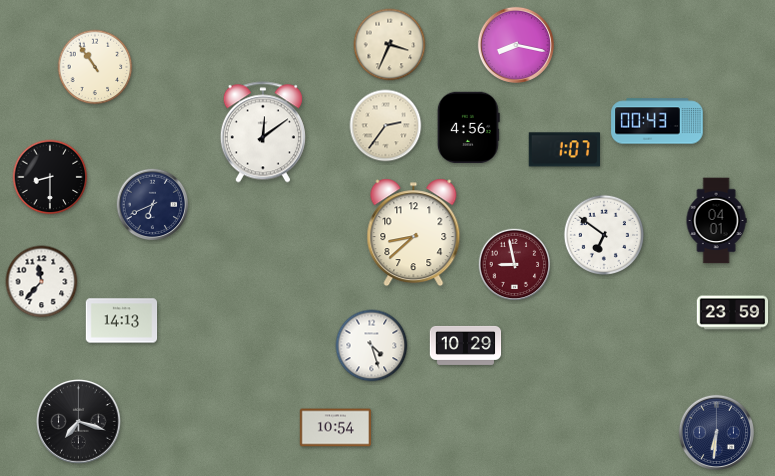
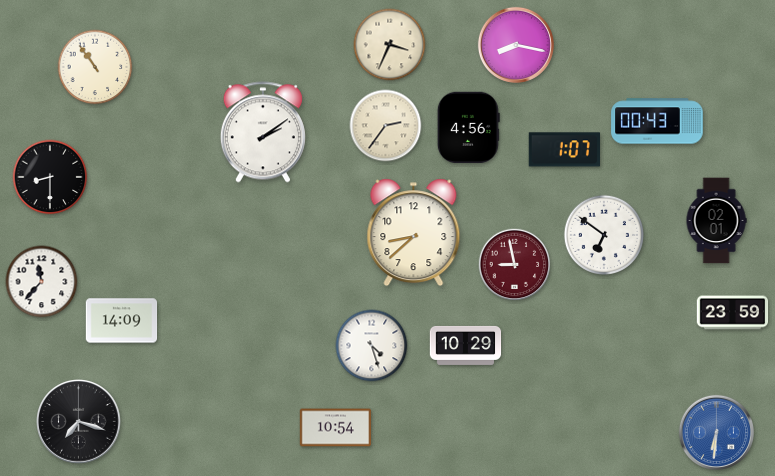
clock at (263, 132): 12:09 -> 2:09
clock at (153, 205): 6:41 -> none
clock at (716, 221): 04:01 -> 02:01
clock at (122, 321): 14:13 -> 14:09
clock at (716, 432) dial: navy -> blue
